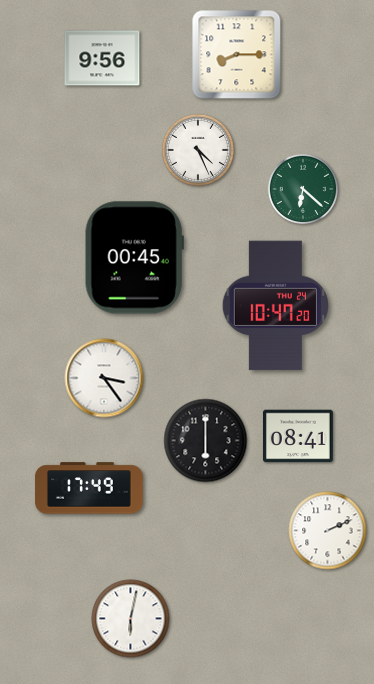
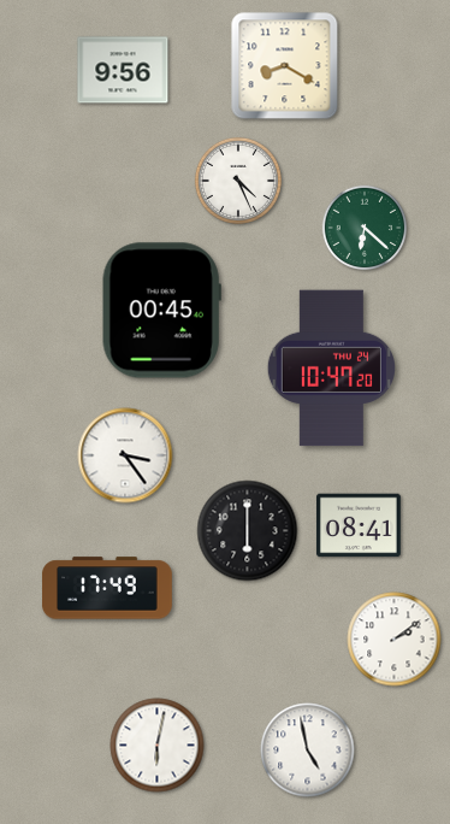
clock at (237, 55): 8:15 -> 8:20
clock at (328, 531): 2:11 -> 2:09
clock at (308, 751): none -> 4:58
